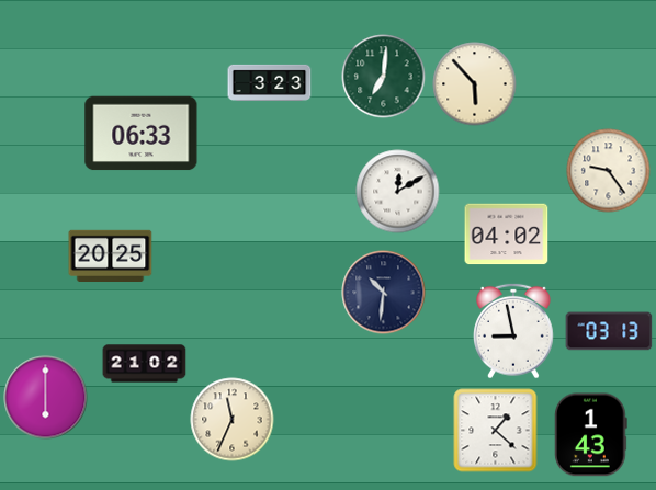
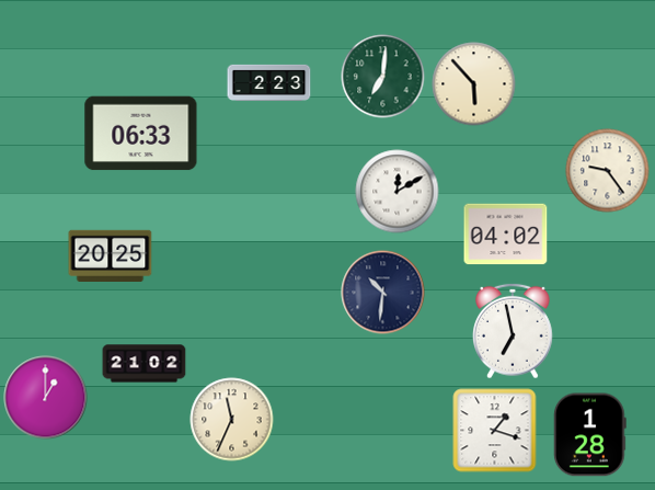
clock at (270, 82): 3:23 -> 2:23
clock at (514, 331): 8:58 -> 6:58
clock at (609, 331): 03:13 -> none
clock at (46, 398): 6:00 -> 1:00
clock at (496, 431): 1:22 -> 1:18
clock at (590, 435): 1:43 -> 1:28
